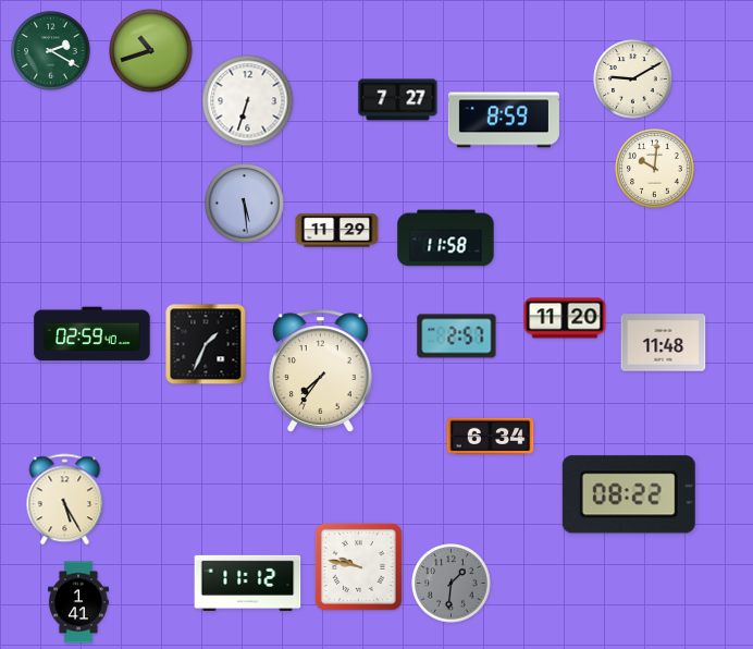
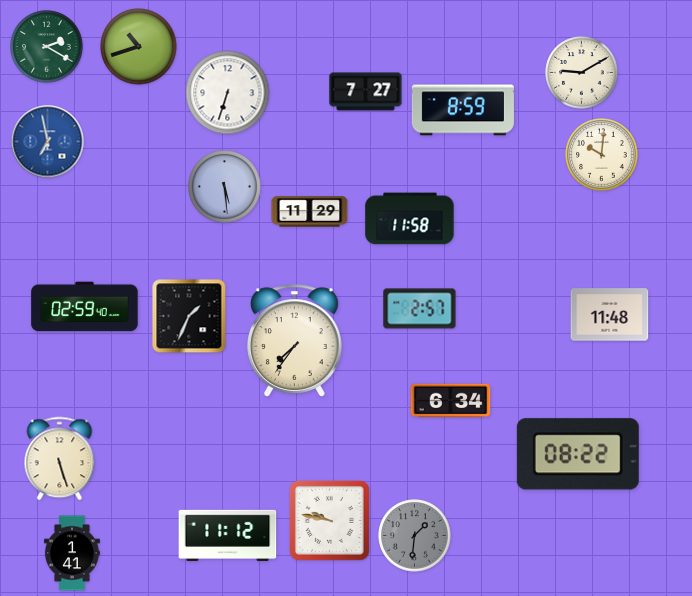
clock at (48, 142): none -> 6:58
clock at (565, 318): 11:20 -> none
clock at (65, 500): 5:25 -> 5:27
